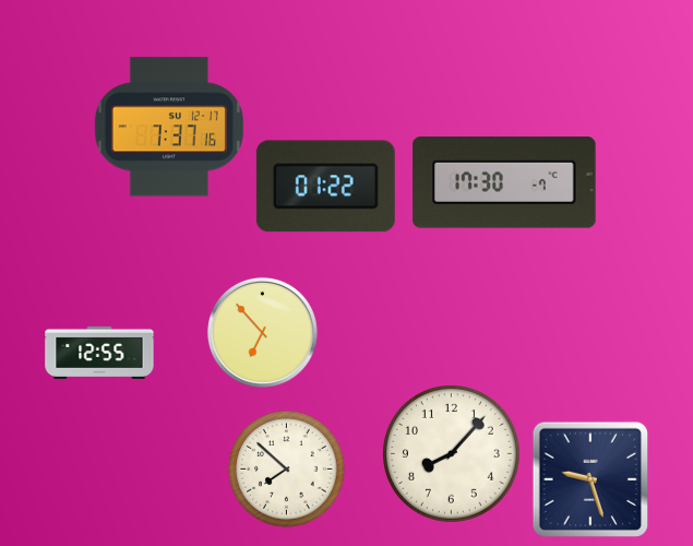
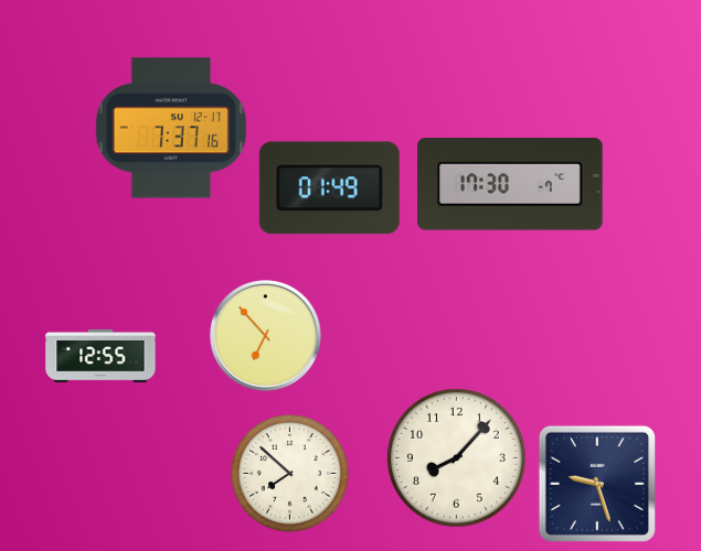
clock at (325, 187): 01:22 -> 01:49
